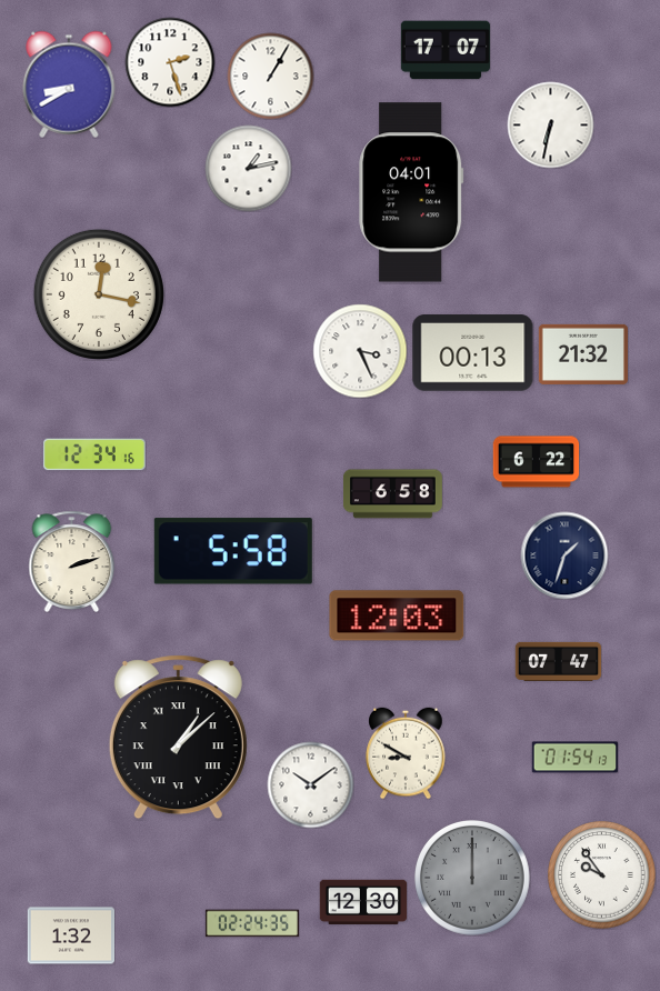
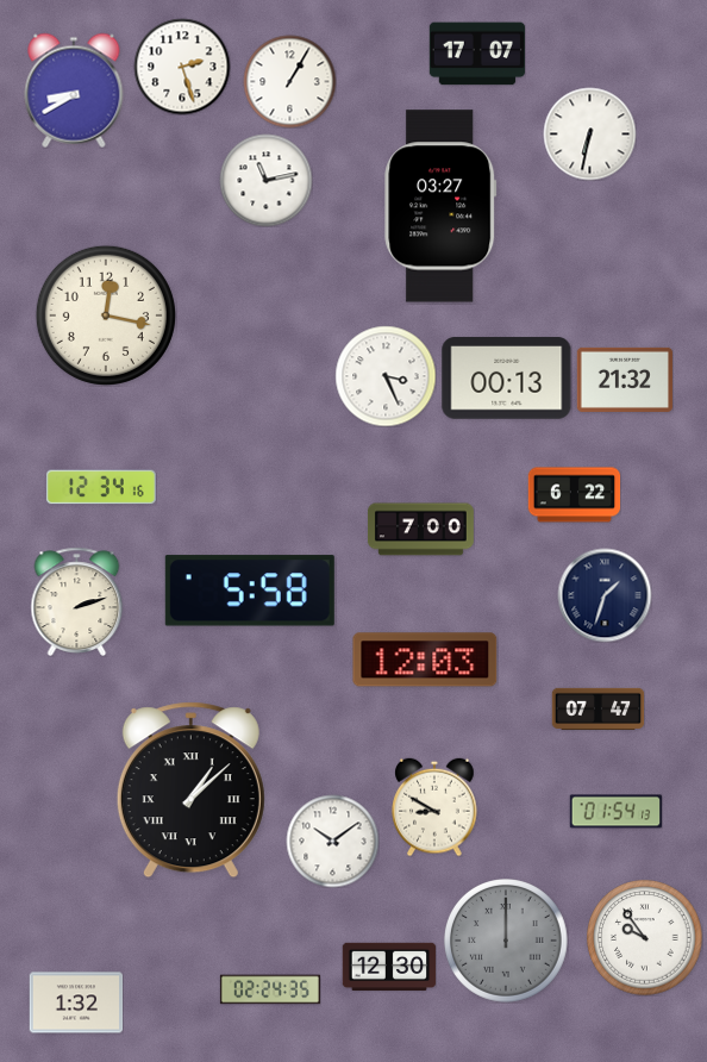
clock at (248, 168): 1:13 -> 11:13
clock at (411, 192): 04:01 -> 03:27
clock at (392, 494): 6:58 -> 7:00
